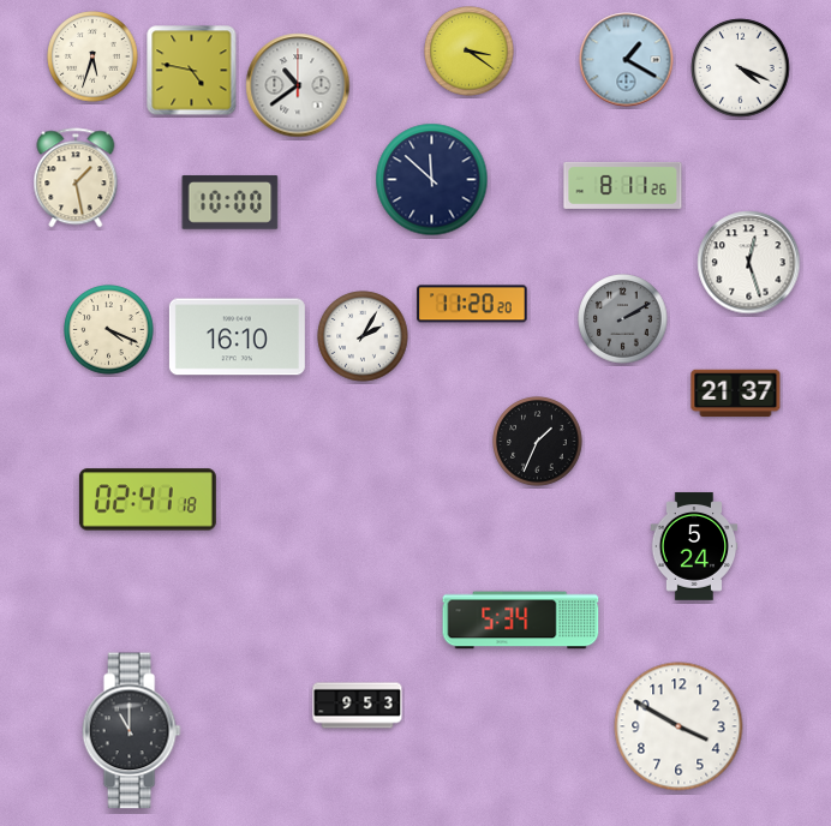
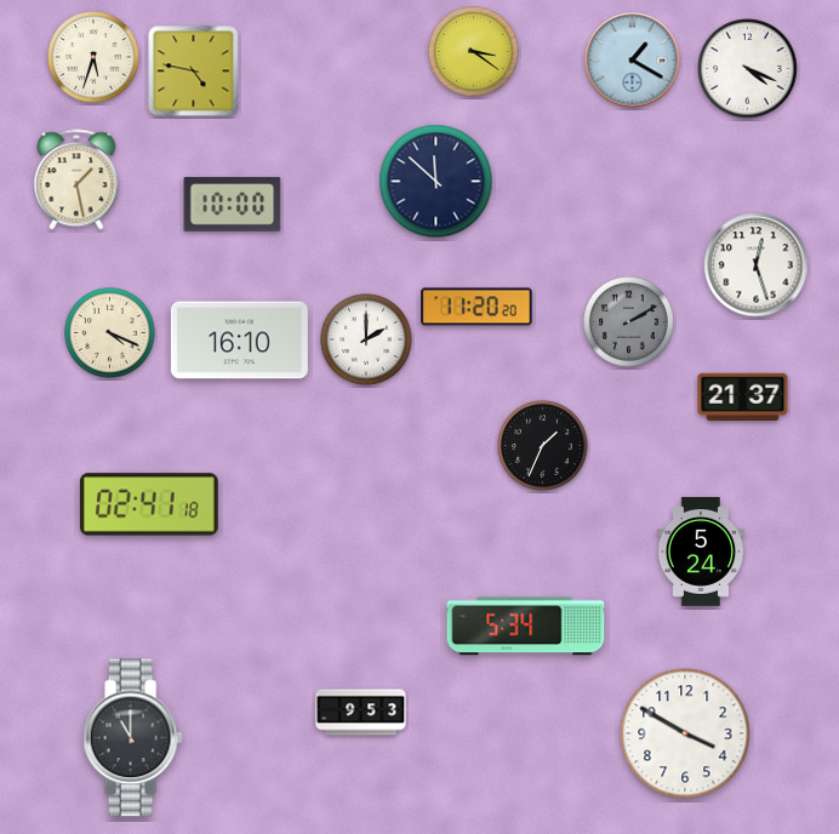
clock at (298, 85): 10:39 -> none
clock at (623, 185): 8:11 -> none
clock at (363, 336): 2:05 -> 2:00
